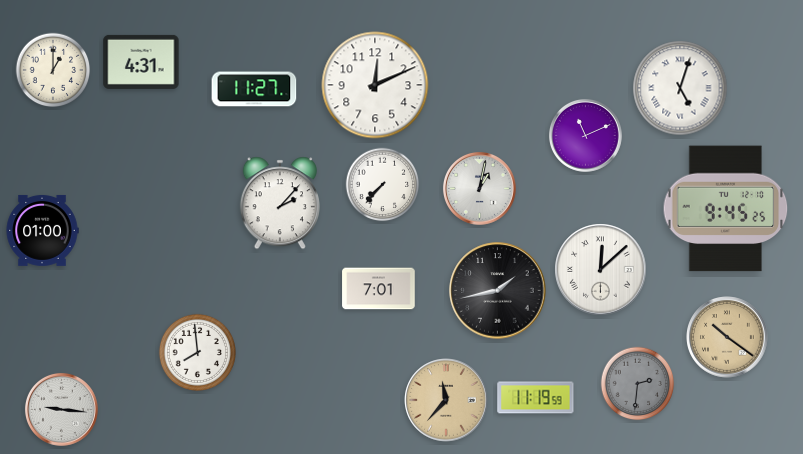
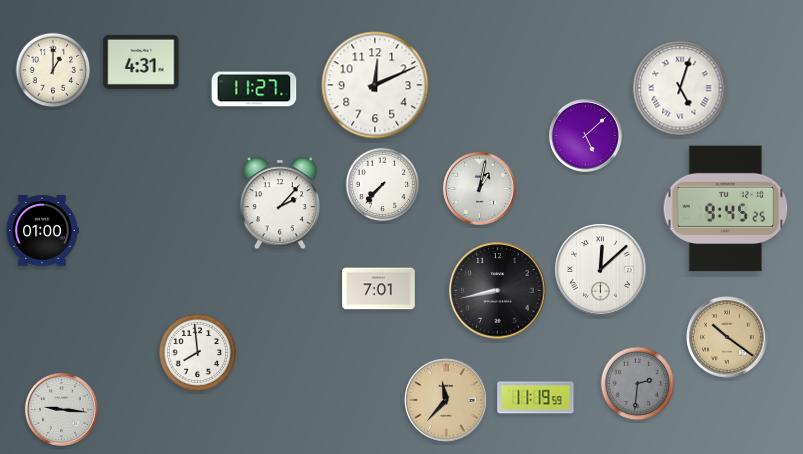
clock at (585, 135): 11:11 -> 5:08
clock at (498, 291): 1:43 -> 8:43
